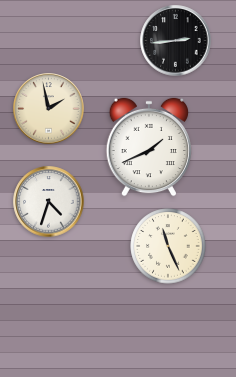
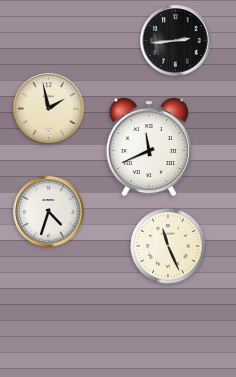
clock at (148, 147): 1:41 -> 11:41
clock at (49, 202) position: (49, 202) -> (49, 212)
